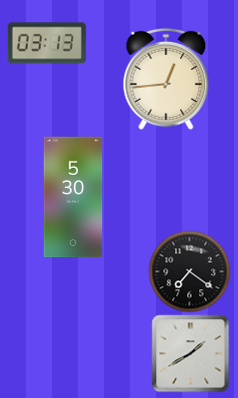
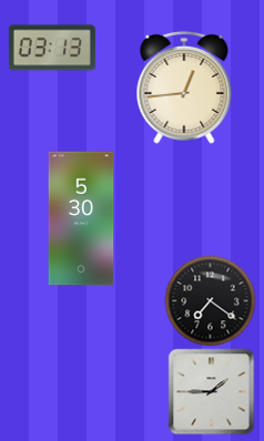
clock at (190, 353): 1:40 -> 1:45
